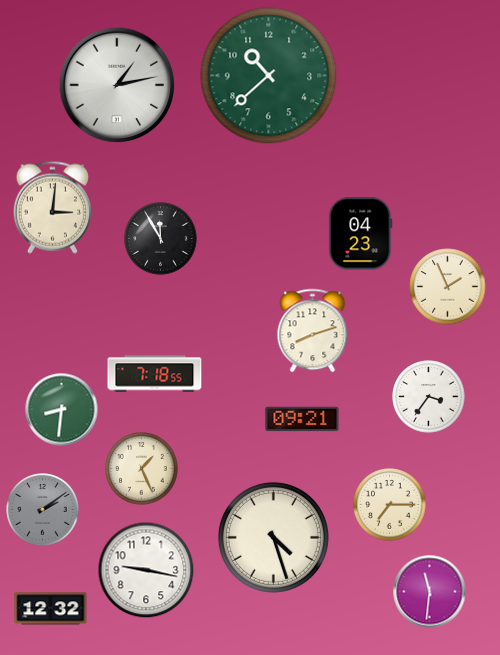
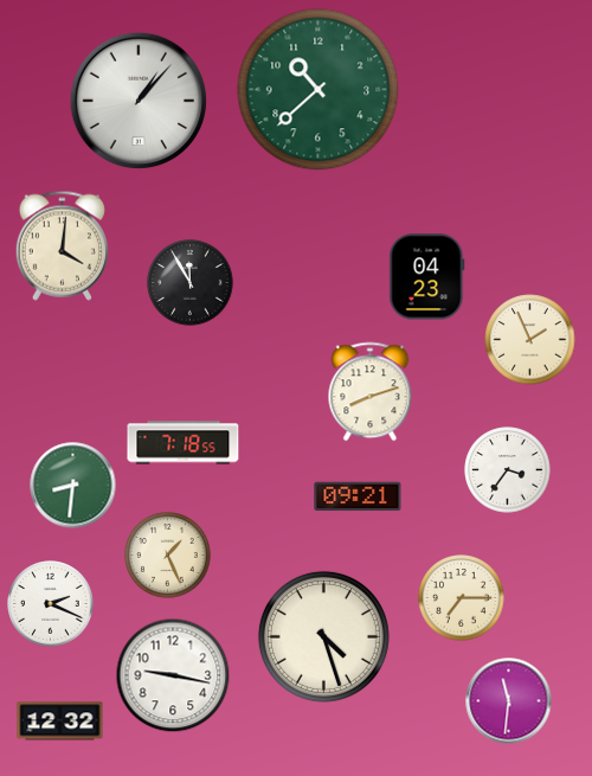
clock at (117, 85): 1:13 -> 1:07
clock at (52, 207): 3:01 -> 4:01
clock at (43, 510): 2:09 -> 2:19
clock at (43, 510) dial: grey -> white
